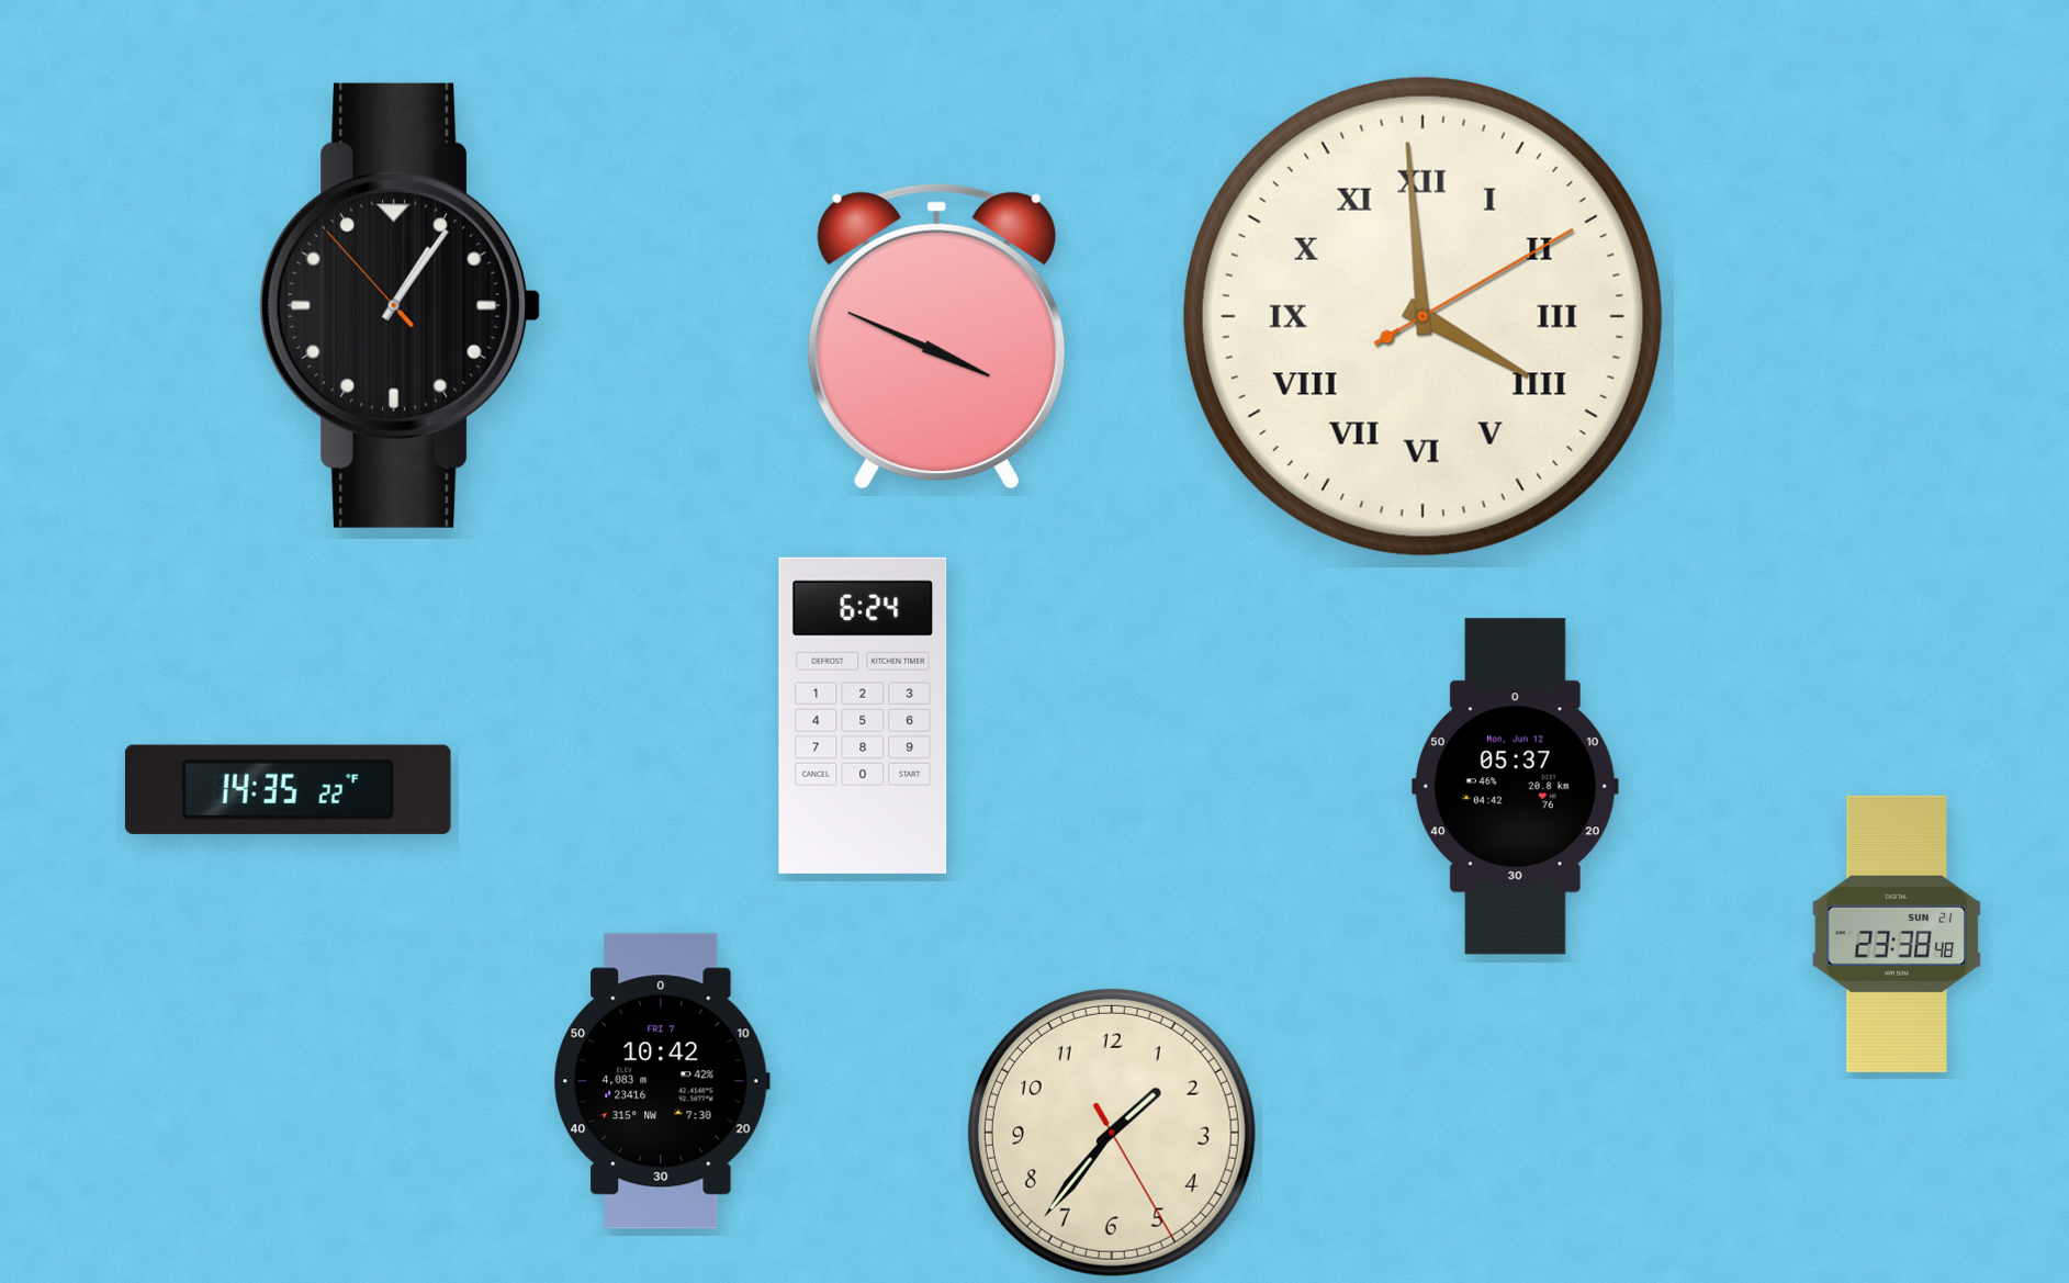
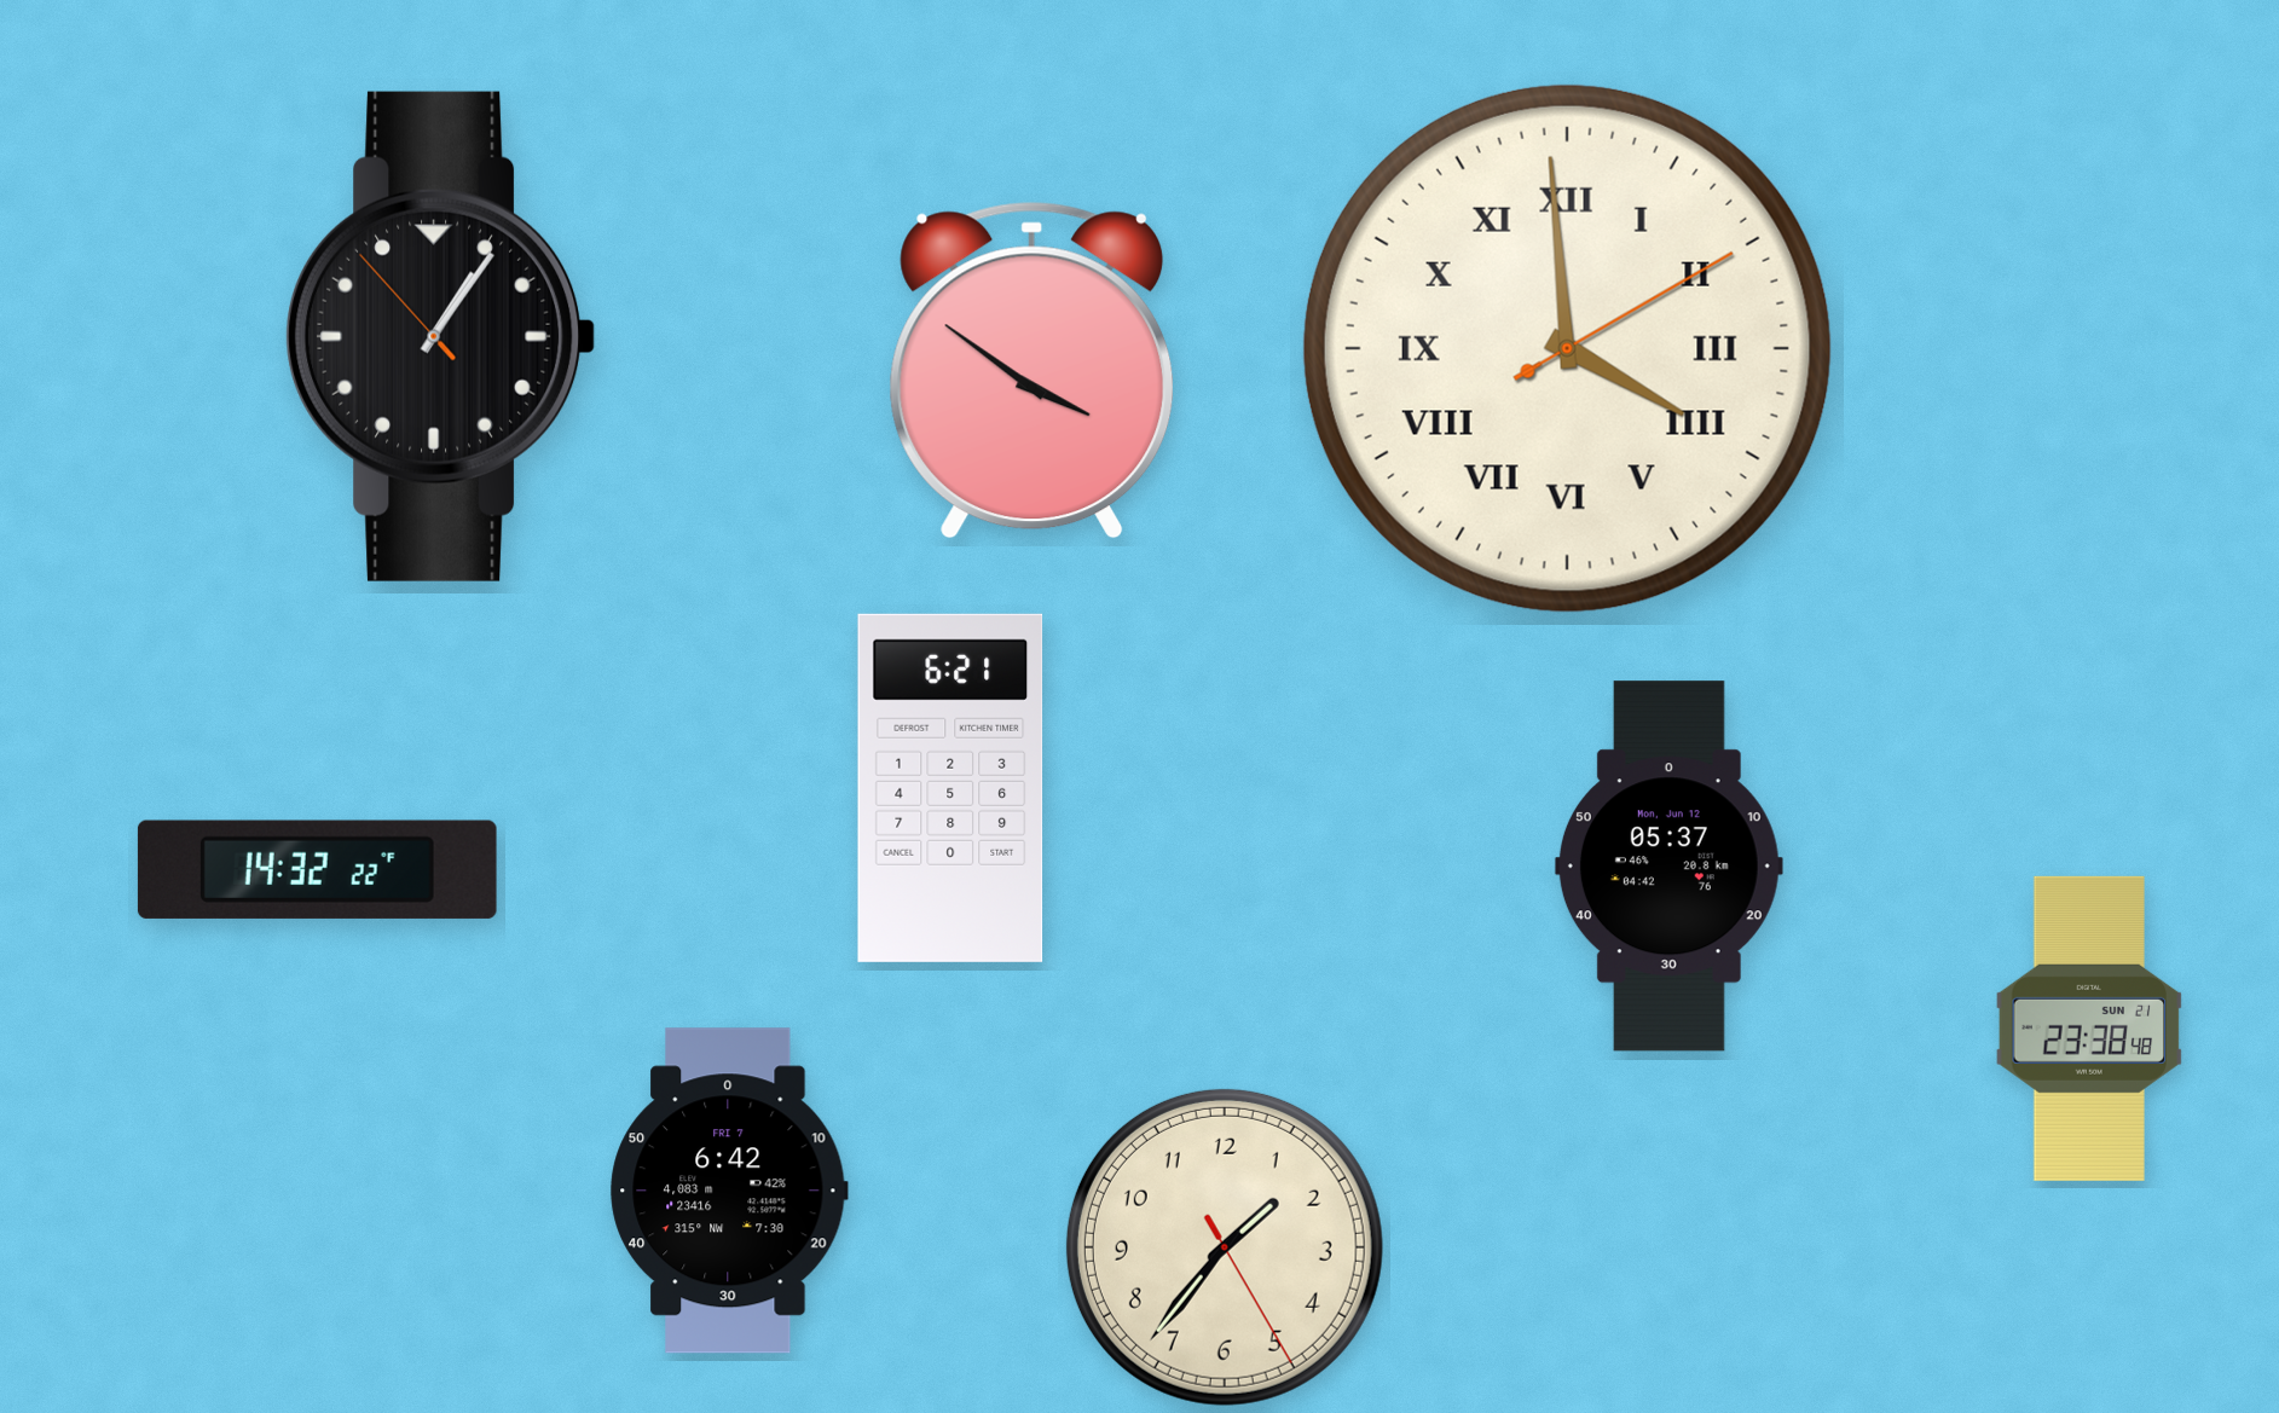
clock at (936, 336): 3:49 -> 3:51
clock at (863, 716): 6:24 -> 6:21
clock at (288, 789): 14:35 -> 14:32
clock at (662, 1081): 10:42 -> 6:42
